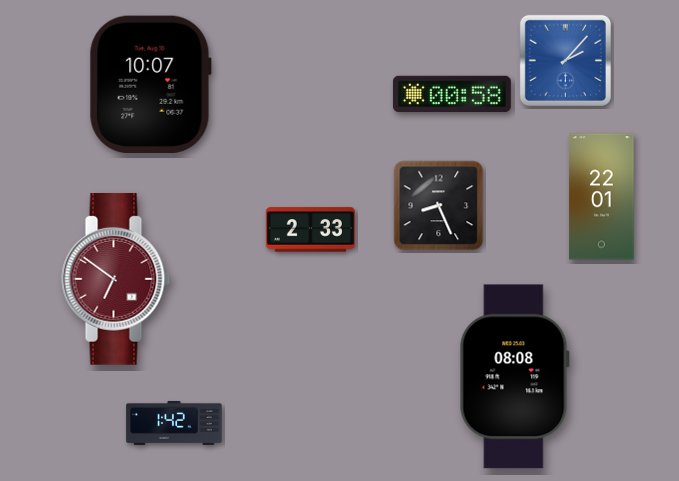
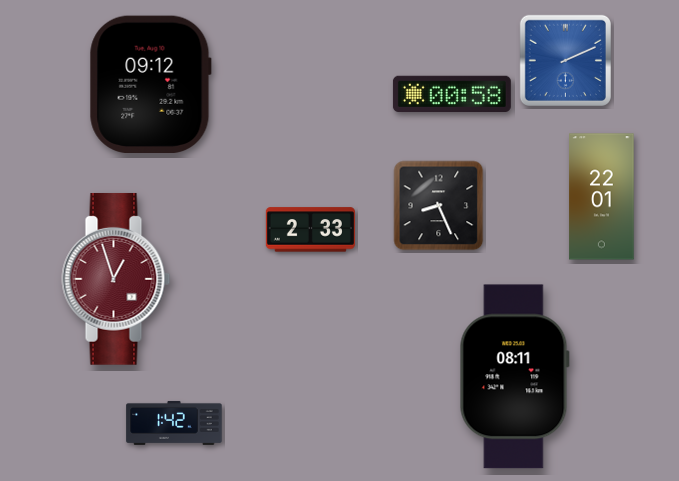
clock at (565, 60): 2:07 -> 2:11
clock at (150, 84): 10:07 -> 09:12
clock at (116, 279): 6:51 -> 12:57
clock at (514, 377): 08:08 -> 08:11
